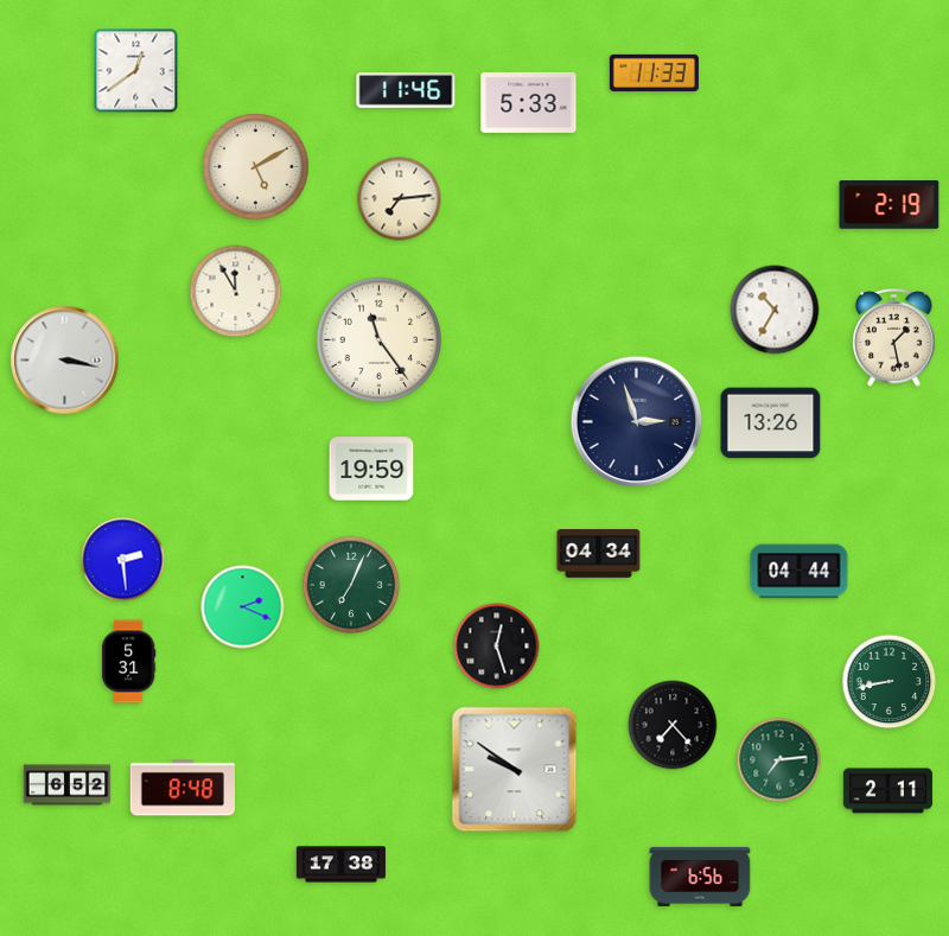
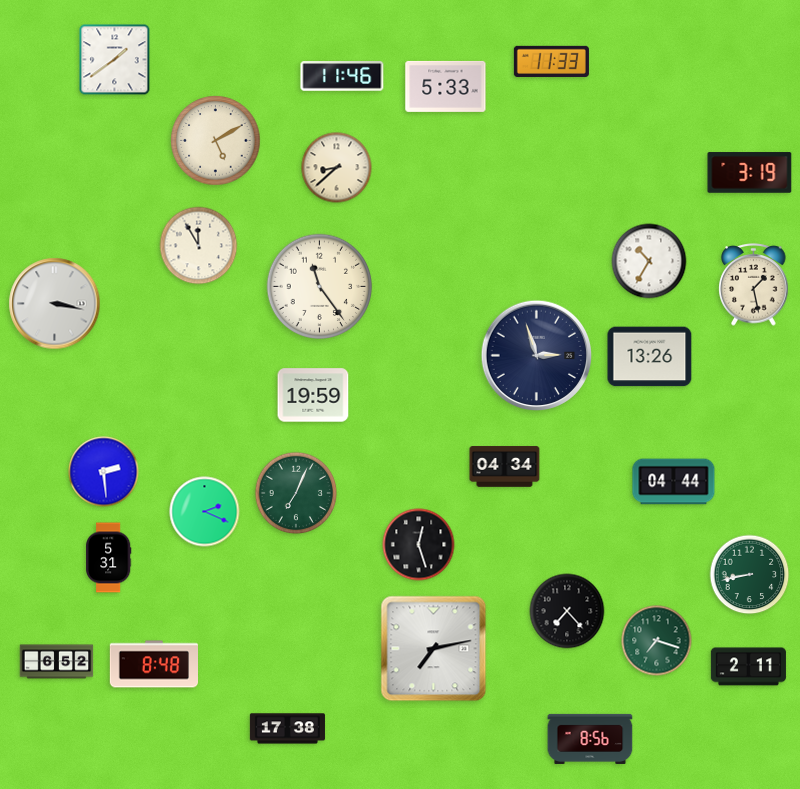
clock at (136, 71): 12:39 -> 1:39
clock at (400, 199): 7:14 -> 8:38
clock at (890, 205): 2:19 -> 3:19
clock at (775, 310) position: (775, 310) -> (649, 261)
clock at (779, 760): 7:14 -> 7:18
clock at (515, 770): 9:51 -> 7:13
clock at (700, 877): 6:56 -> 8:56
